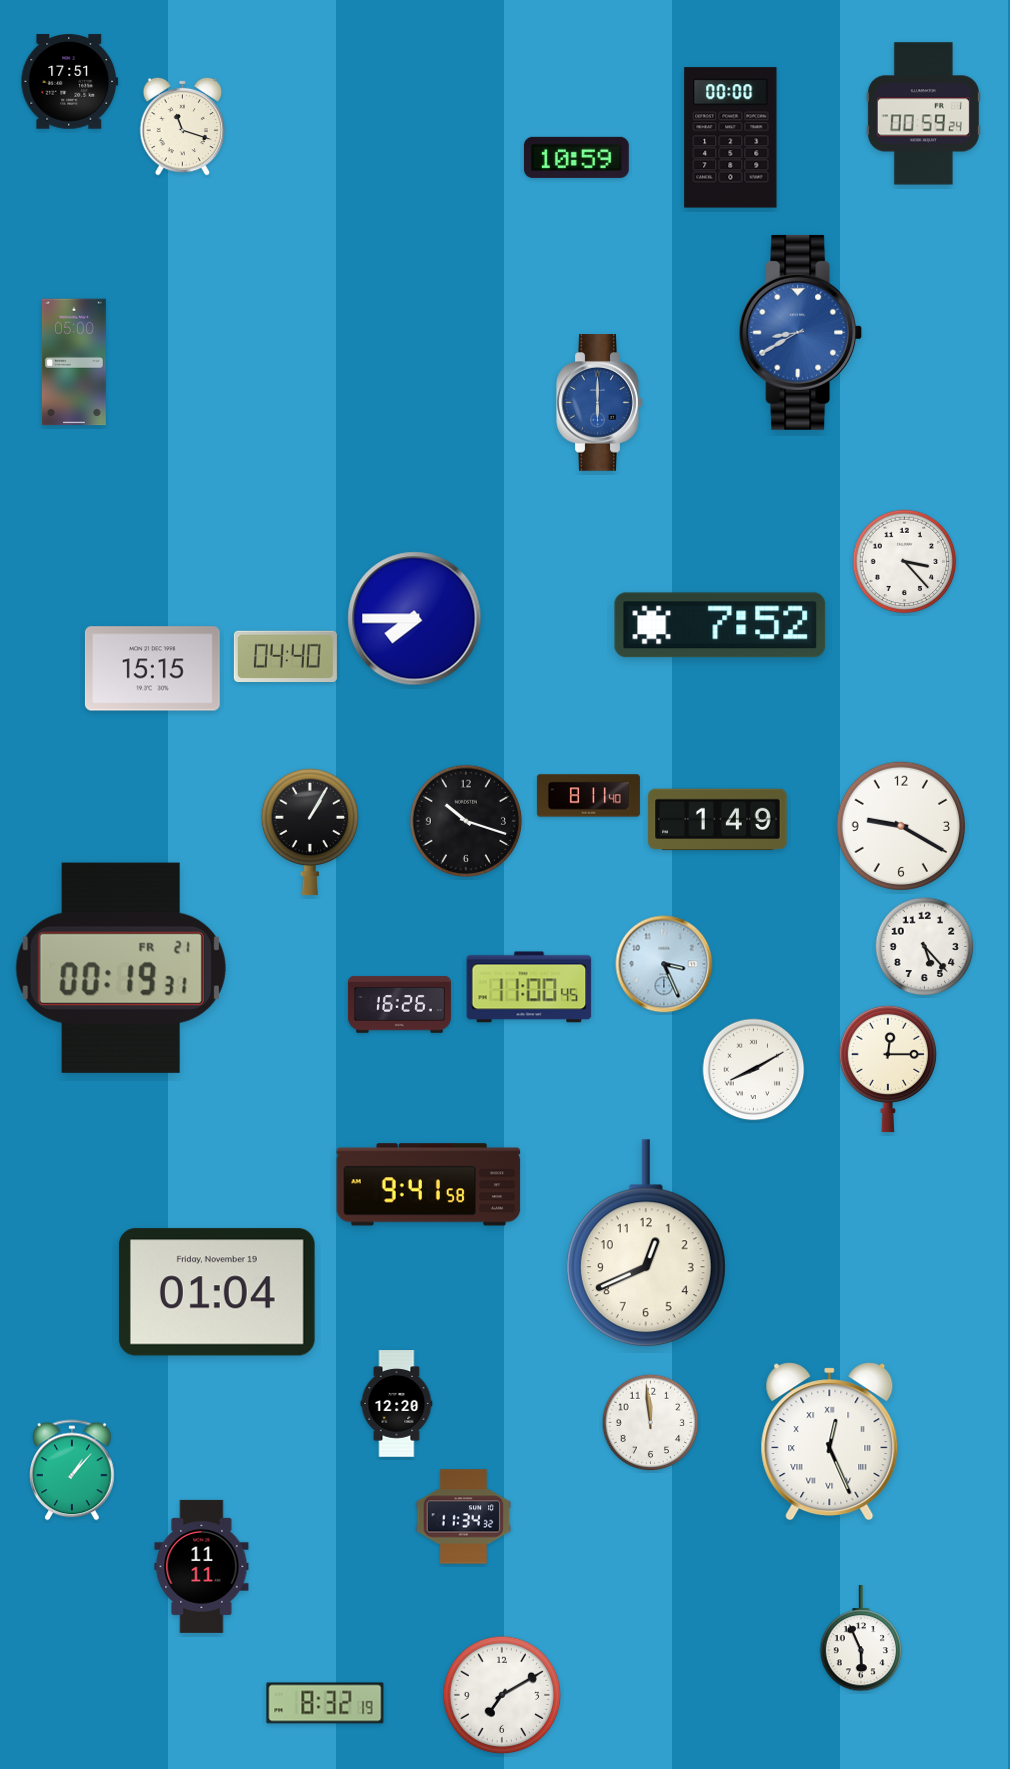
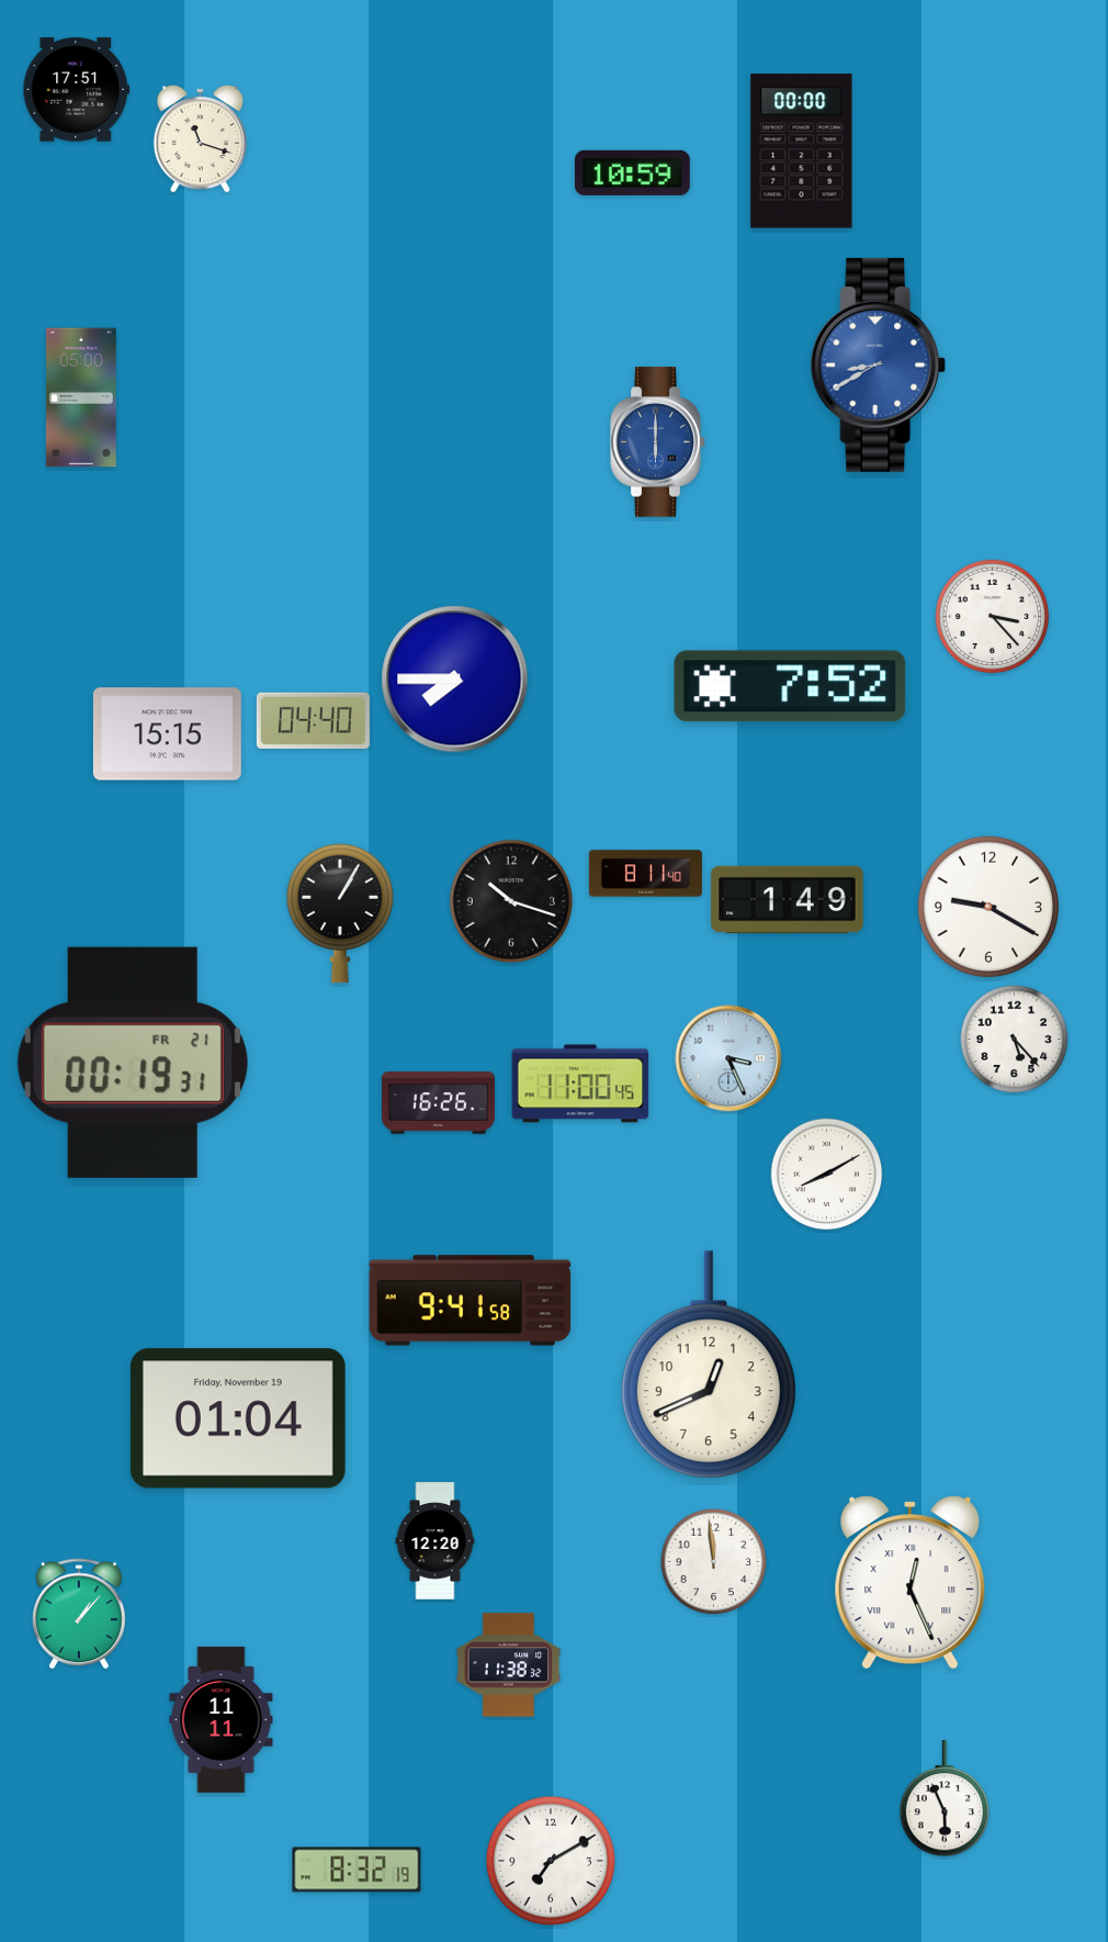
clock at (923, 114): 00:59 -> none
clock at (888, 1069): 12:15 -> none
clock at (464, 1517): 11:34 -> 11:38
